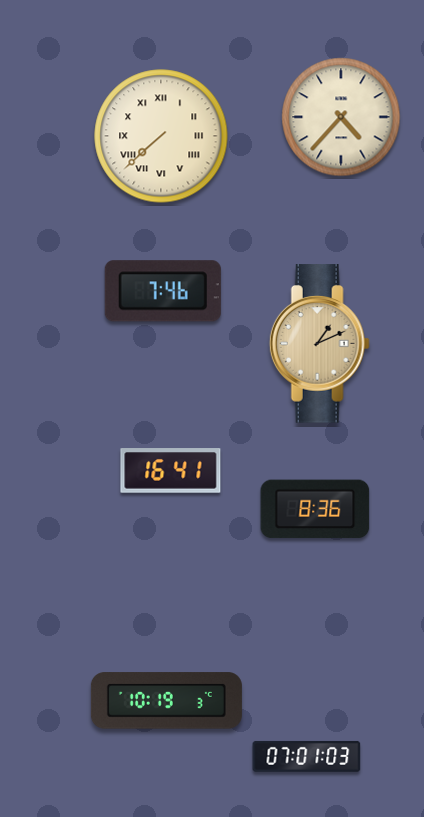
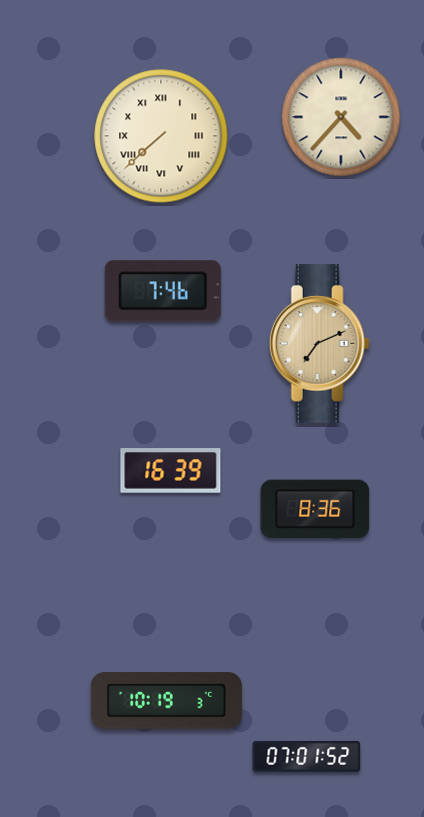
clock at (319, 344): 1:11 -> 7:11
clock at (171, 471): 16:41 -> 16:39
clock at (307, 756): 07:01:03 -> 07:01:52
